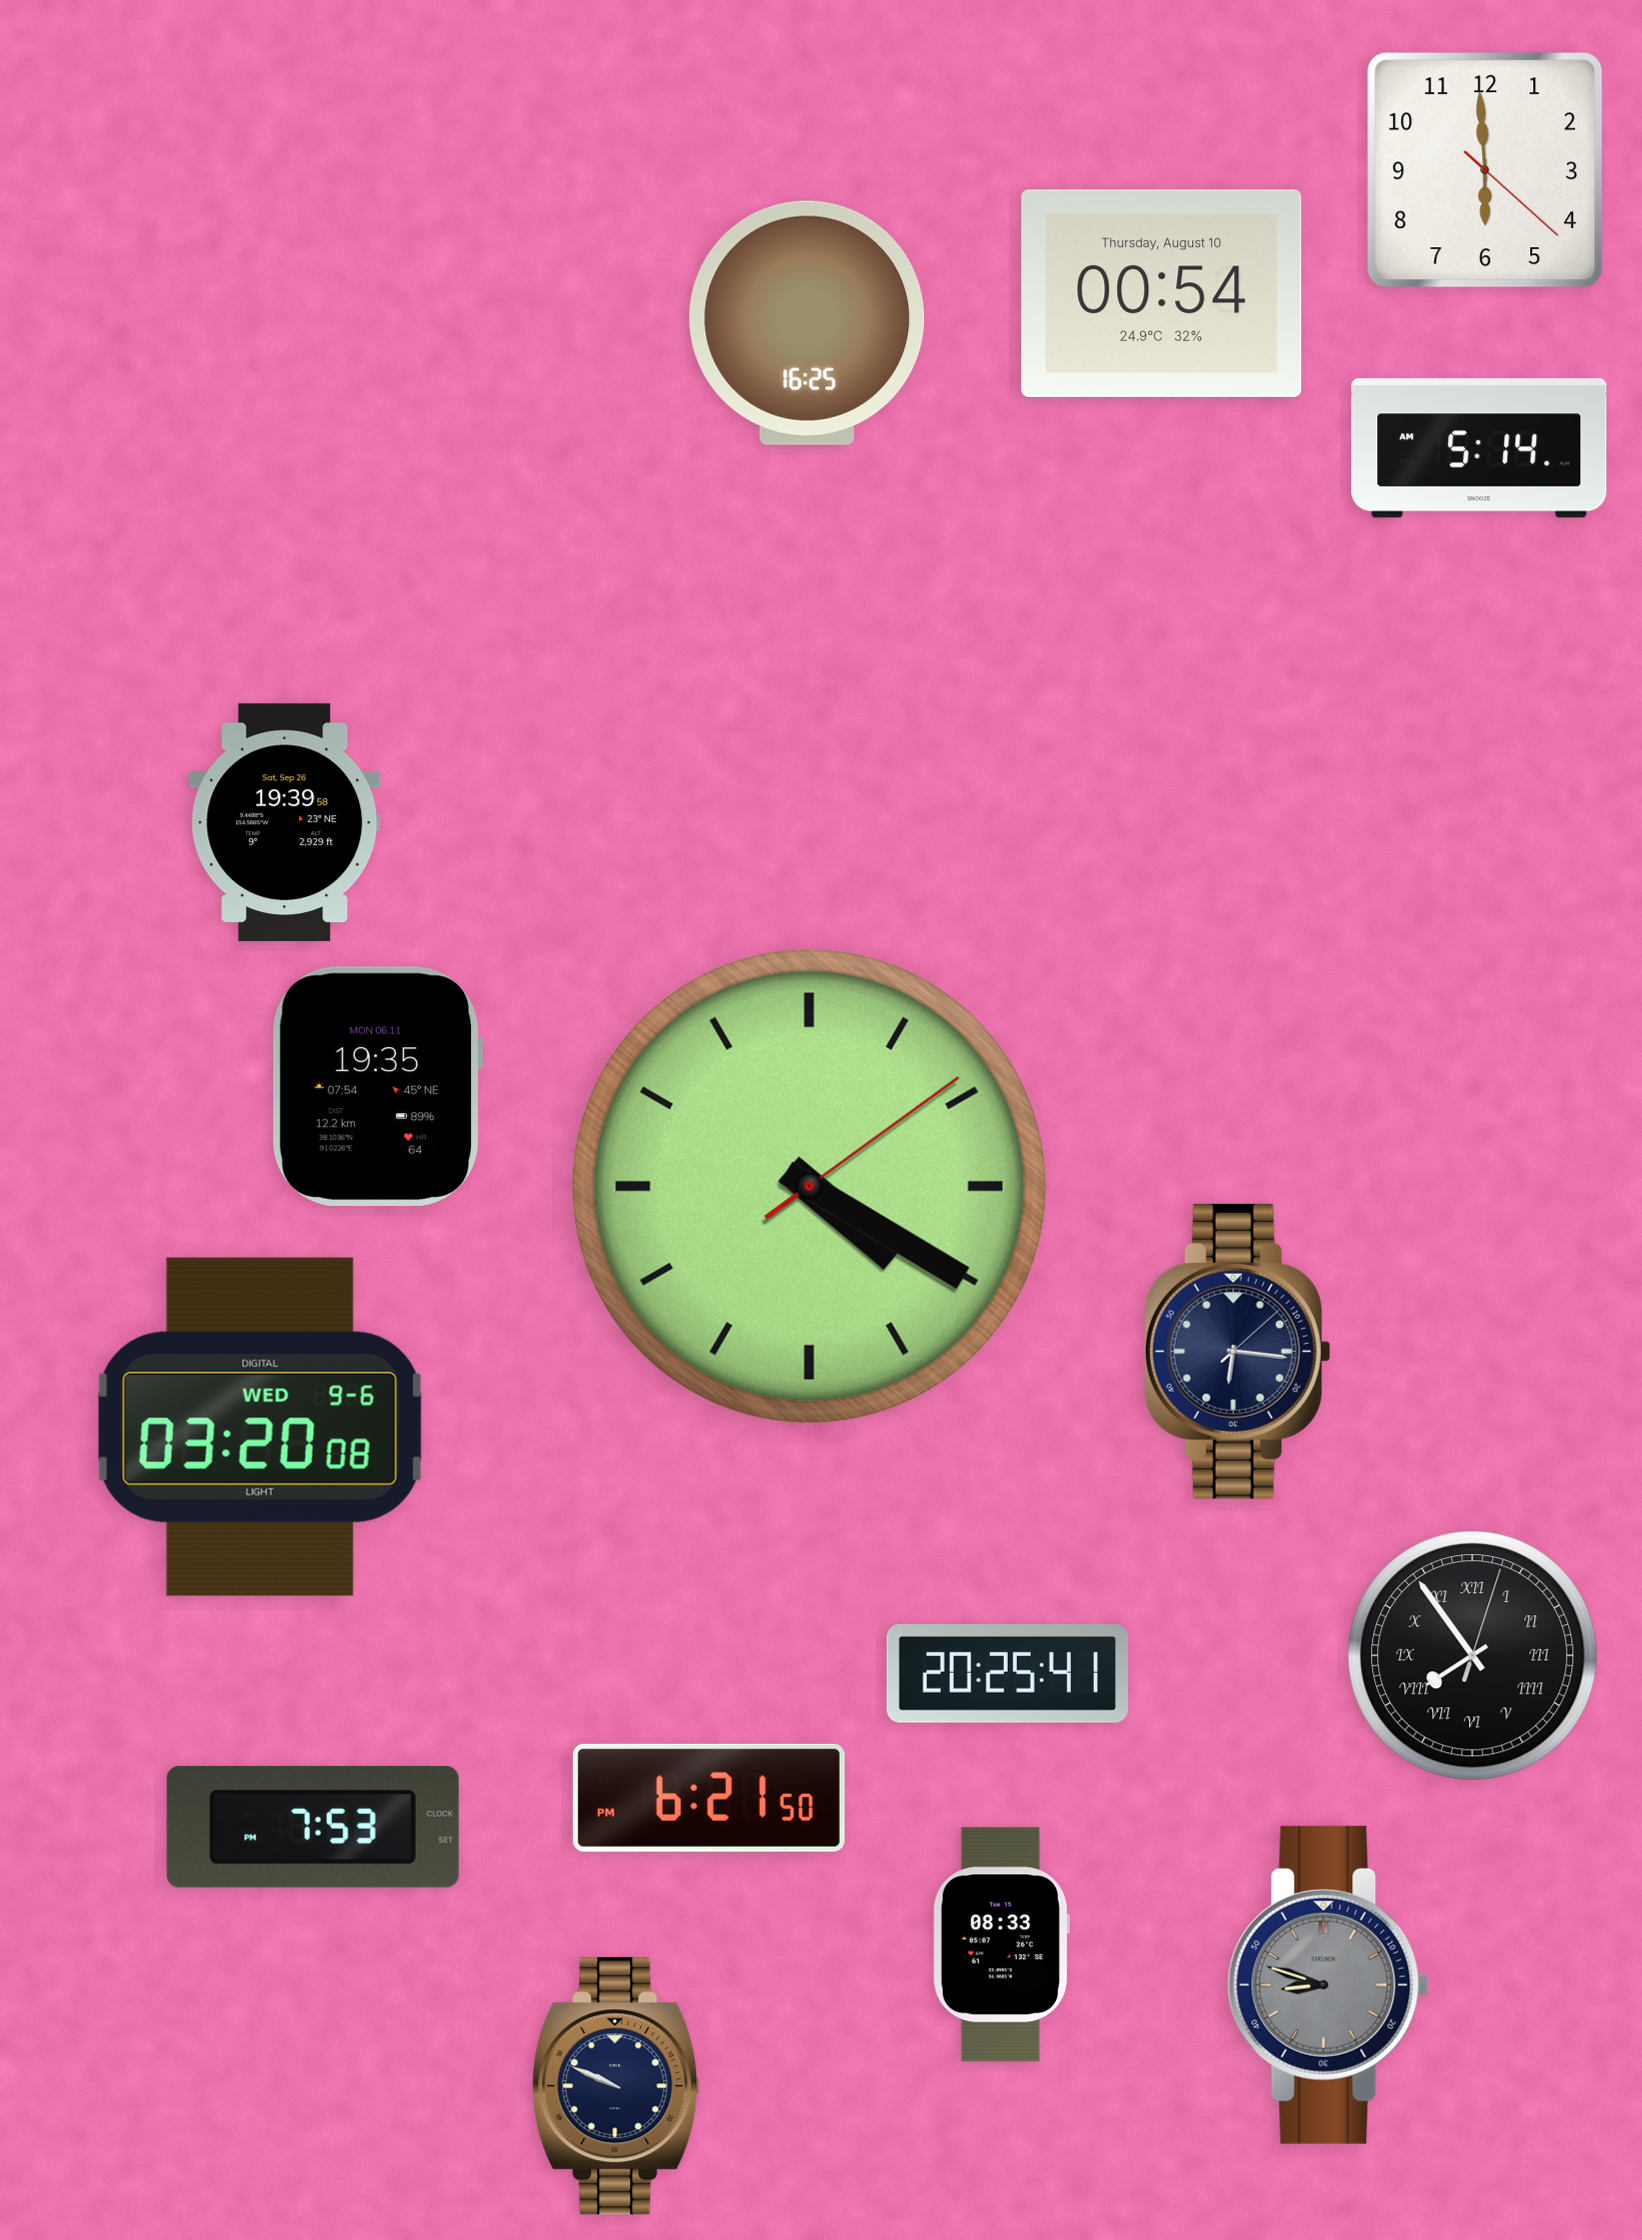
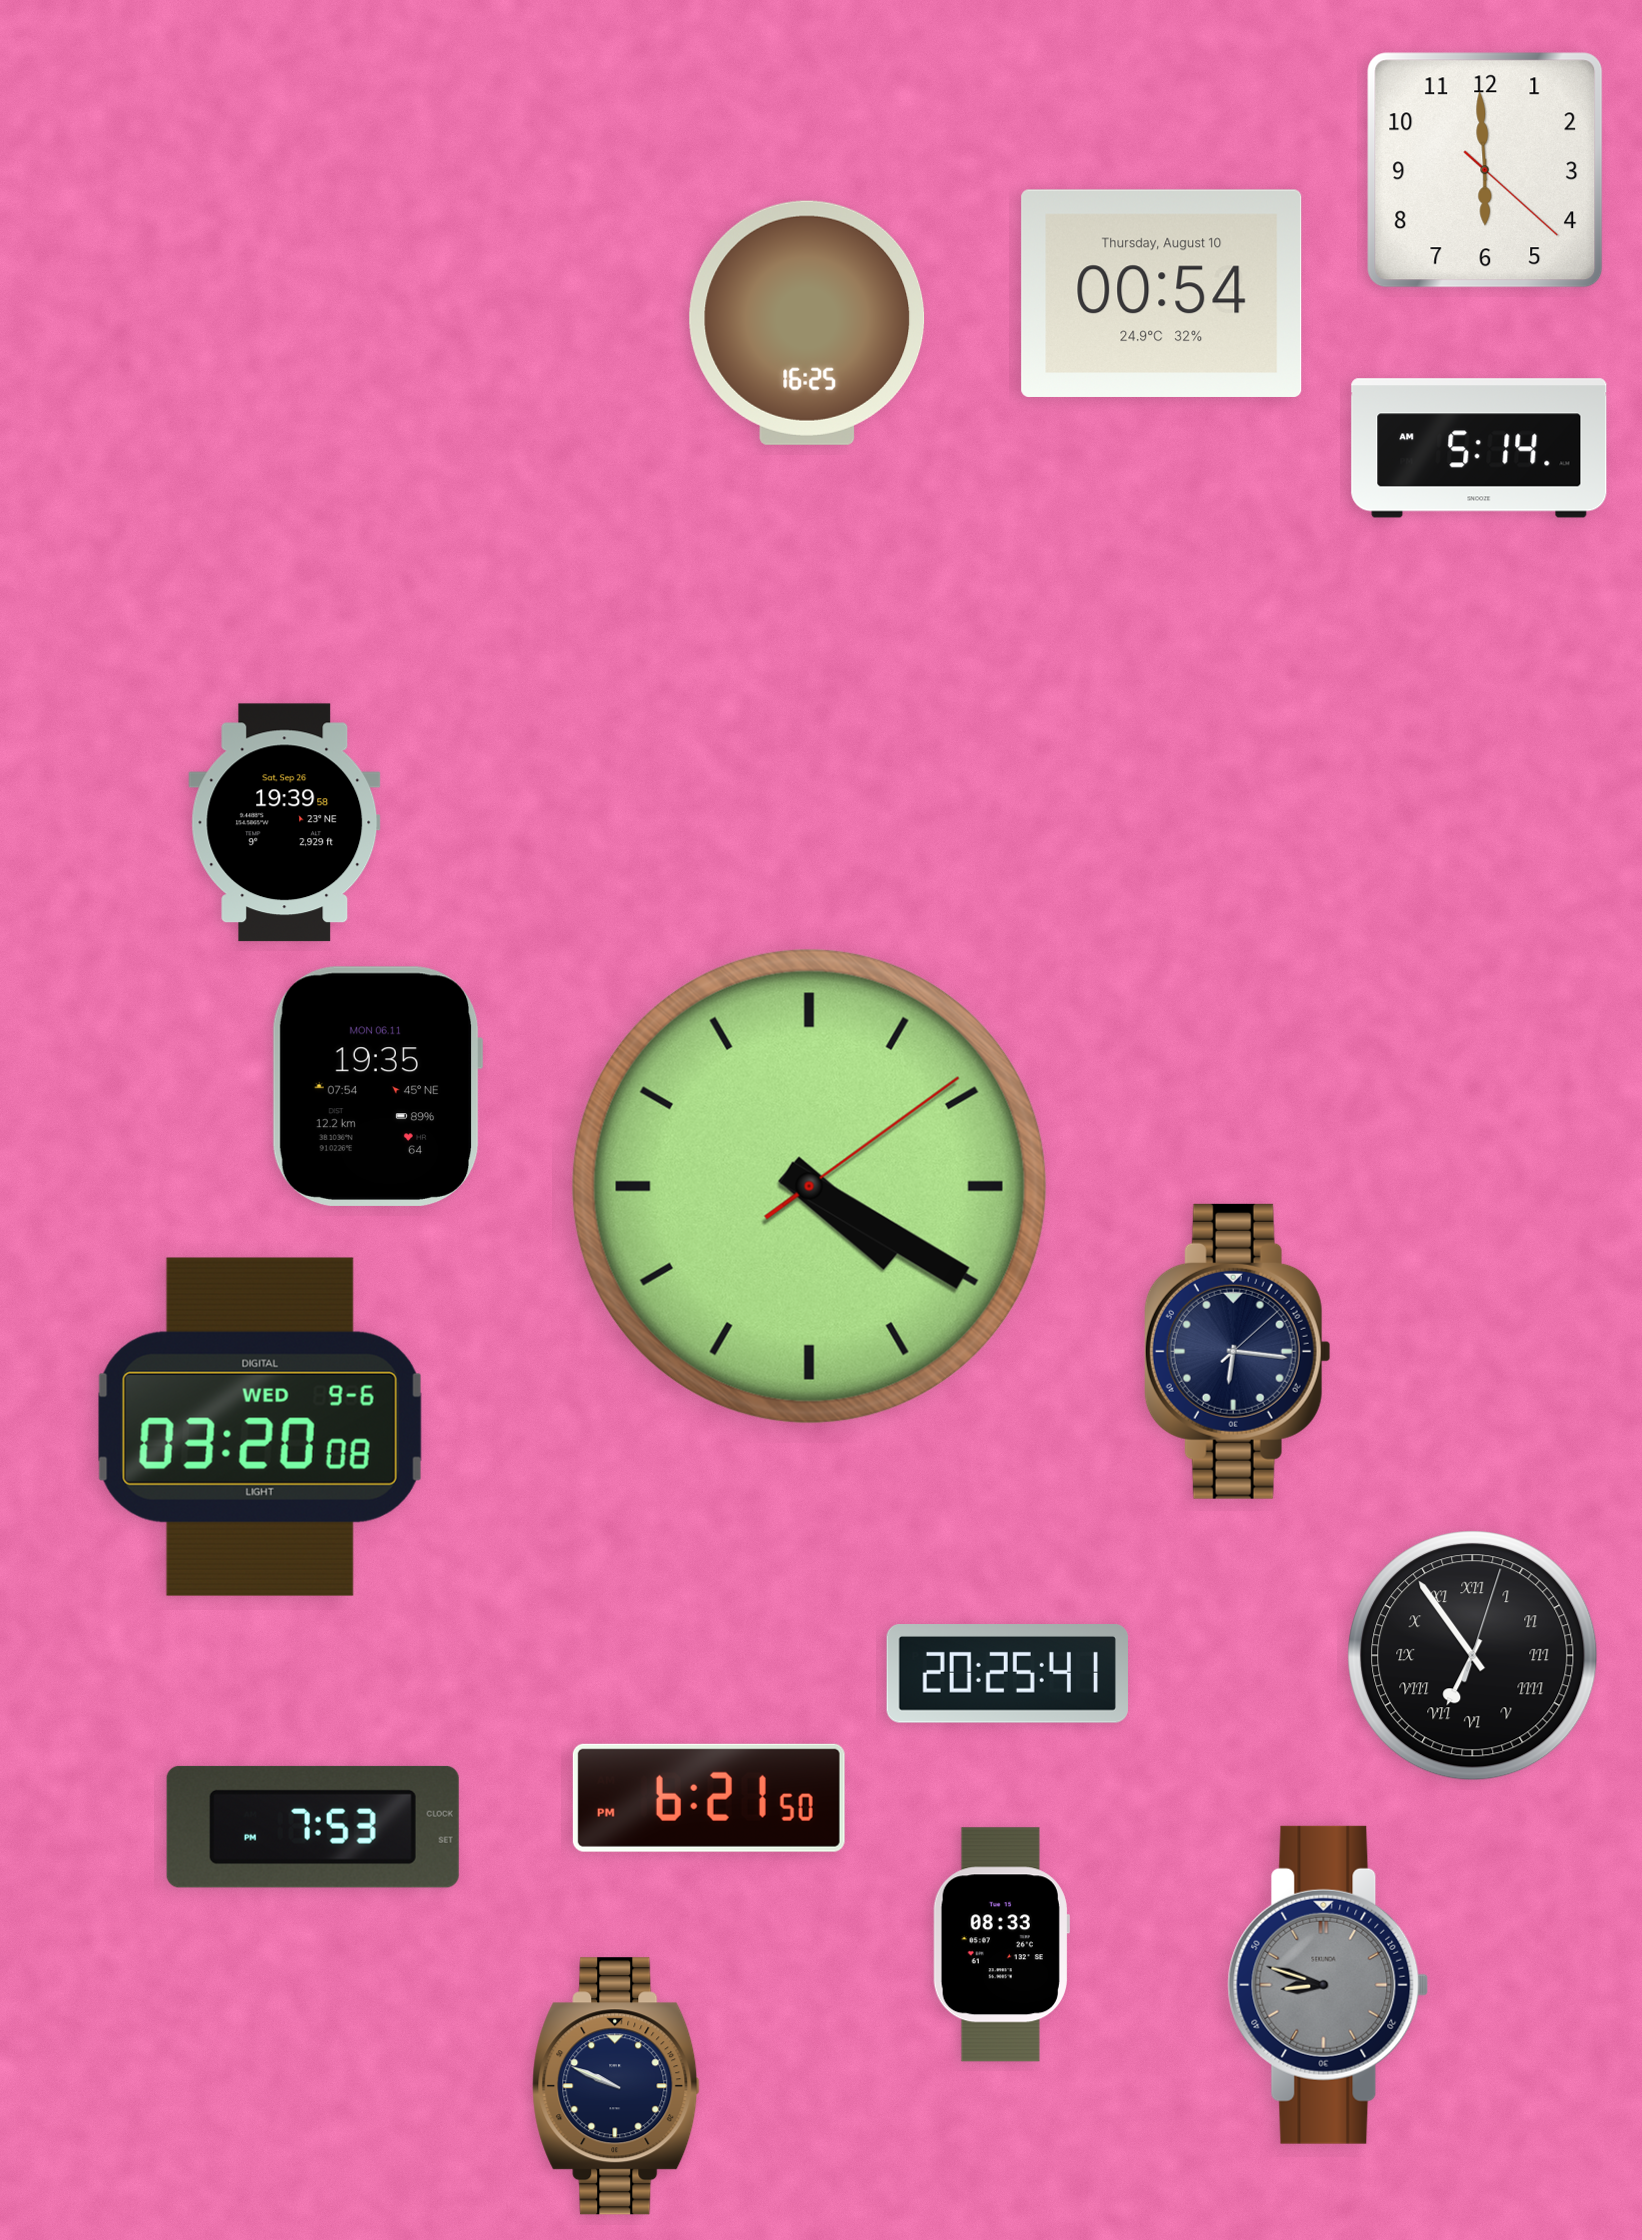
clock at (1473, 1656): 7:54 -> 6:54
